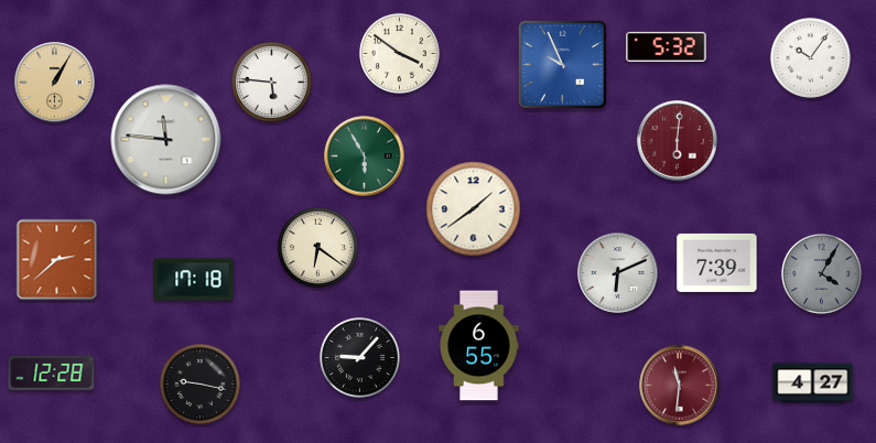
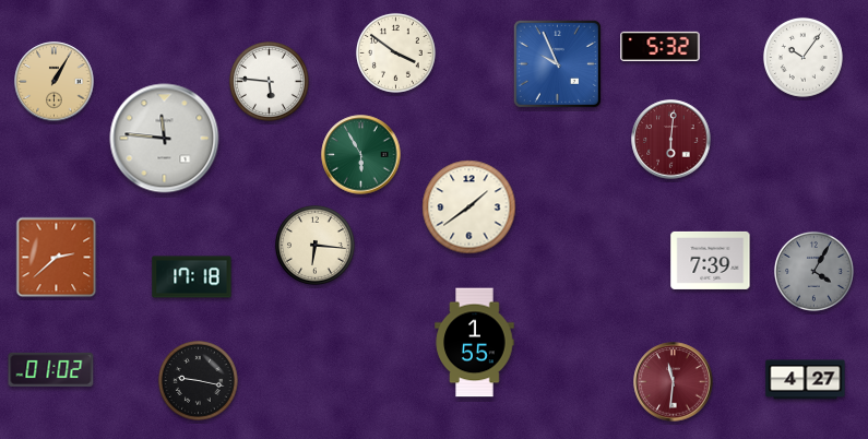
clock at (317, 247): 6:21 -> 6:16
clock at (618, 273): 6:11 -> none
clock at (479, 346): 6:55 -> 1:55
clock at (359, 357): 9:07 -> none
clock at (52, 372): 12:28 -> 01:02
